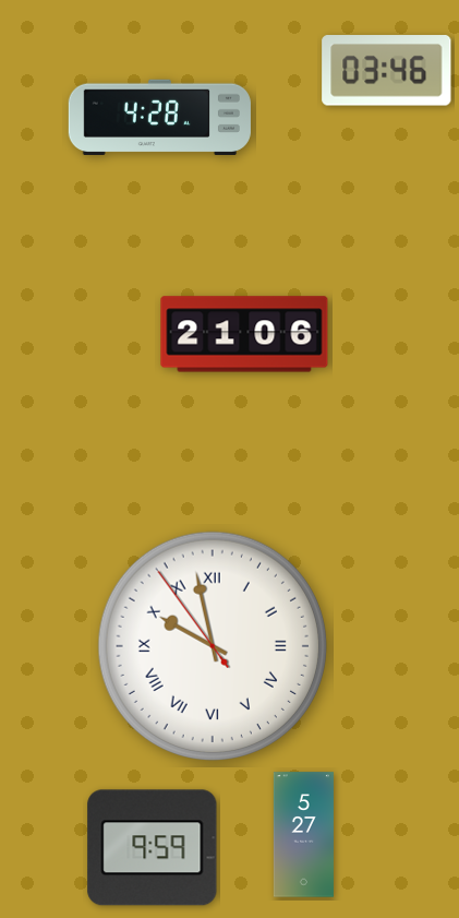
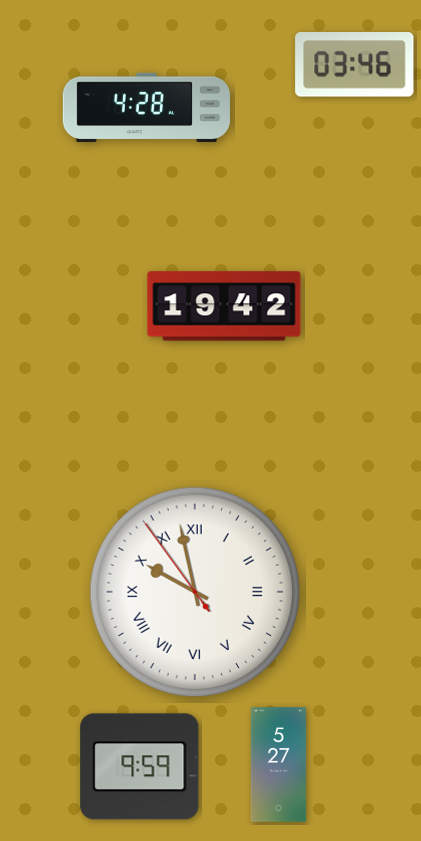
clock at (244, 334): 21:06 -> 19:42
clock at (153, 848) position: (153, 848) -> (140, 767)
